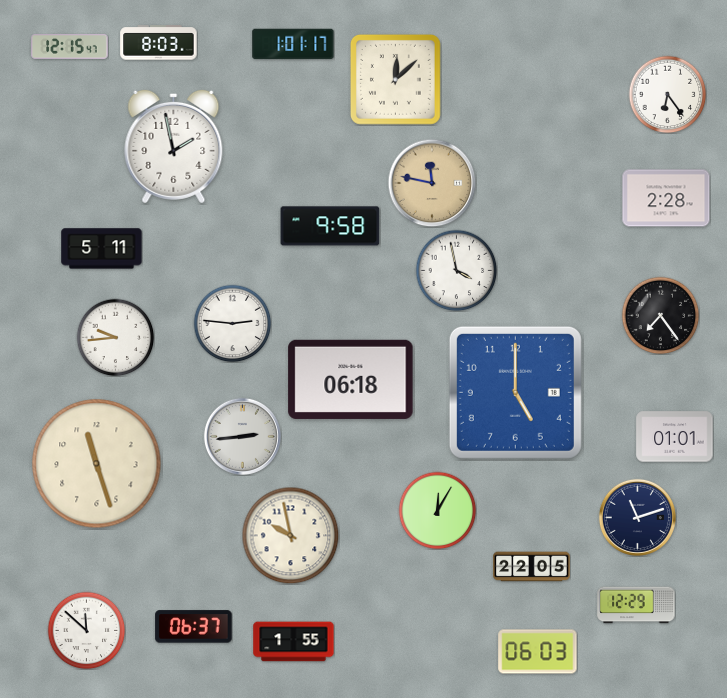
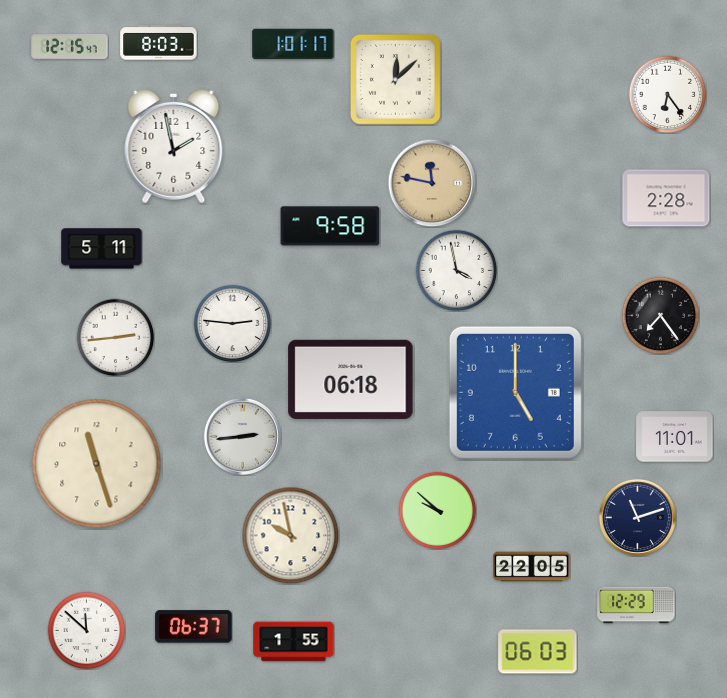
clock at (115, 337): 9:44 -> 2:44
clock at (675, 437): 01:01 -> 11:01
clock at (437, 510): 12:05 -> 9:52
